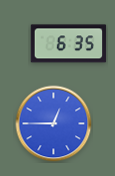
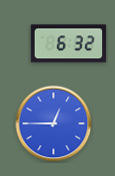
clock at (69, 44): 6:35 -> 6:32
